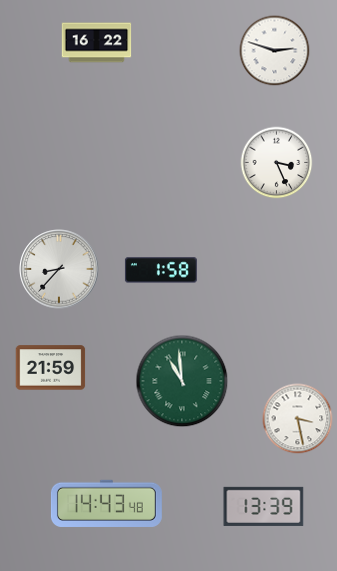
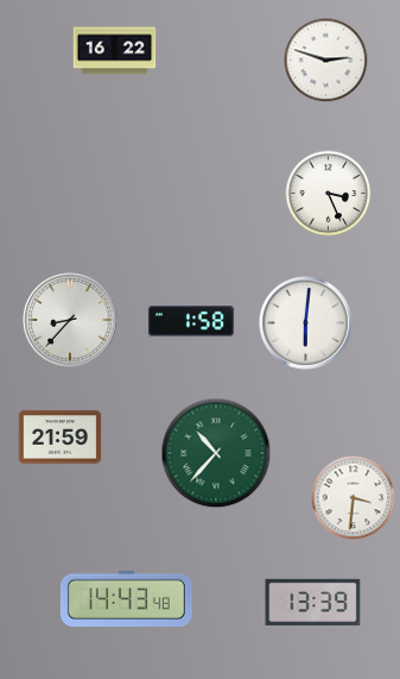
clock at (306, 323): none -> 6:01
clock at (182, 381): 10:59 -> 10:37
clock at (298, 419): 3:28 -> 3:31
